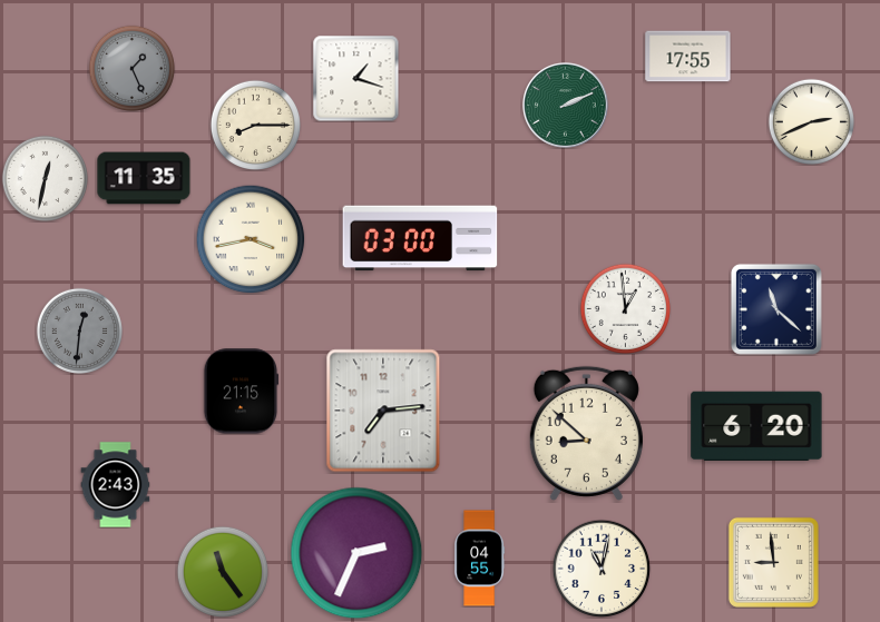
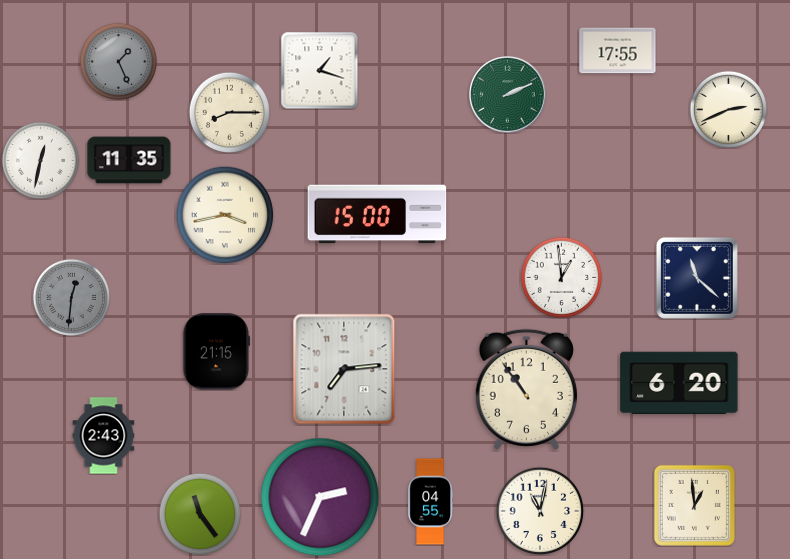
clock at (420, 238): 03:00 -> 15:00
clock at (586, 433): 8:52 -> 10:54
clock at (773, 562): 8:59 -> 12:59
